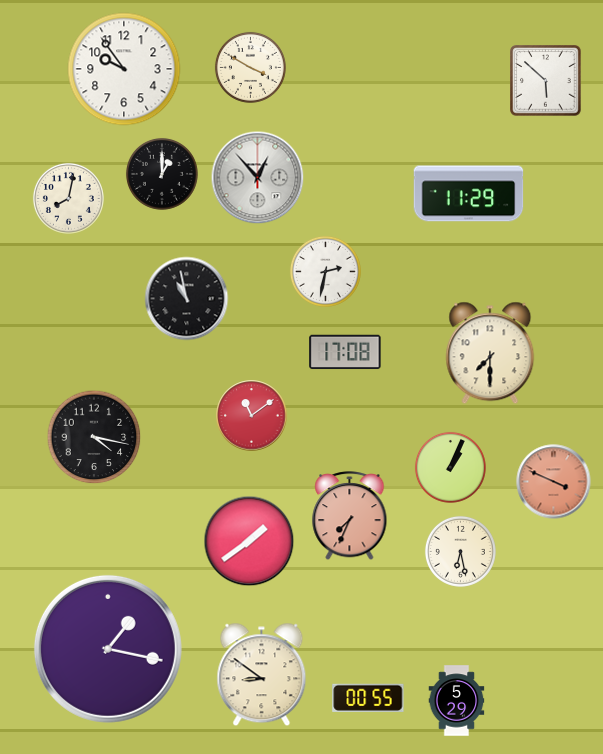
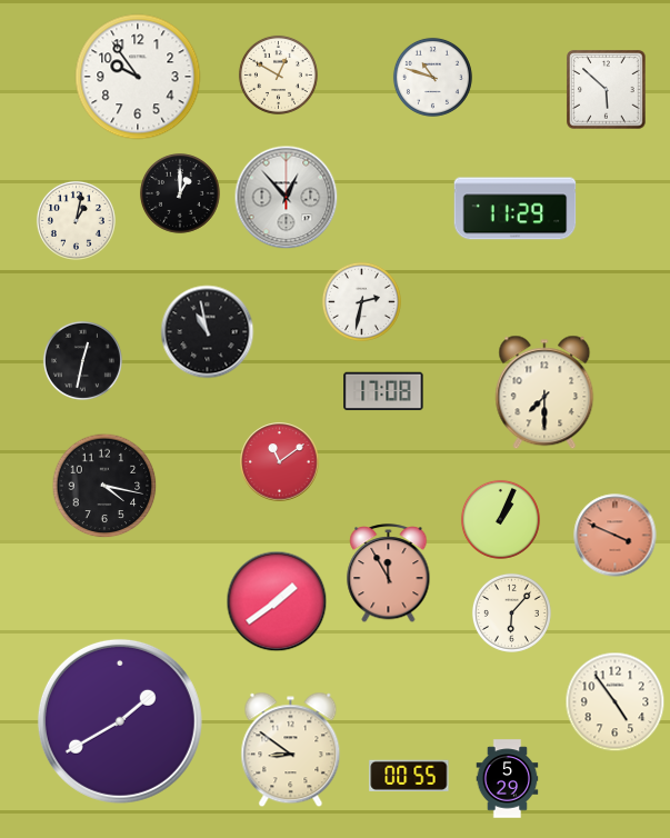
clock at (250, 67): 3:50 -> 12:50
clock at (432, 77): none -> 10:48
clock at (469, 194) position: (469, 194) -> (516, 209)
clock at (68, 198): 8:02 -> 1:02
clock at (82, 360): none -> 12:32
clock at (350, 516): 7:34 -> 11:55
clock at (460, 551): 6:28 -> 6:07
clock at (616, 702): none -> 4:54
clock at (108, 649): 1:17 -> 1:40
